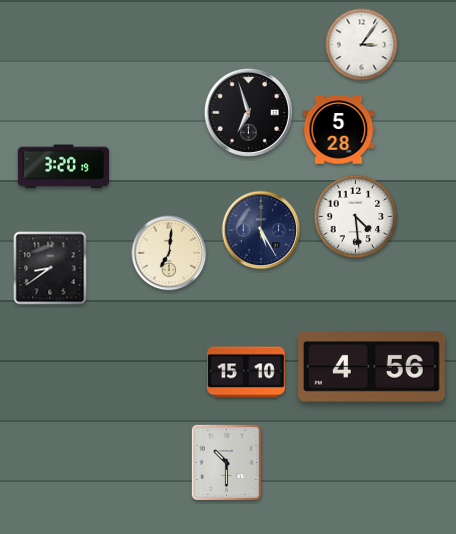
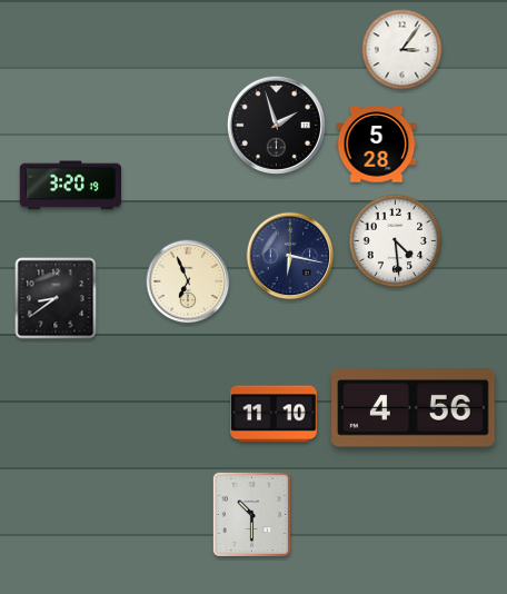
clock at (248, 112): 6:57 -> 1:57
clock at (261, 230): 5:25 -> 6:17
clock at (169, 253): 7:01 -> 6:56
clock at (247, 372): 15:10 -> 11:10
